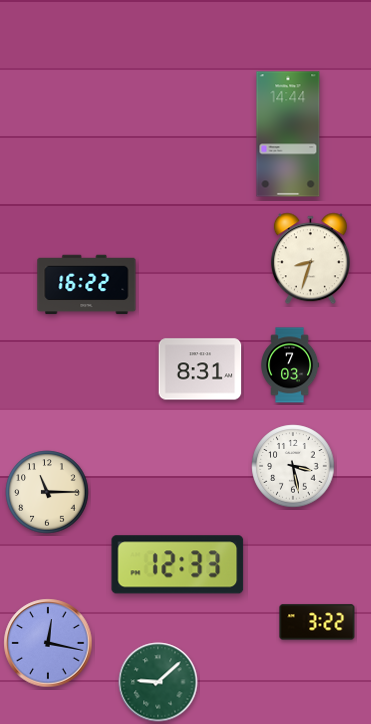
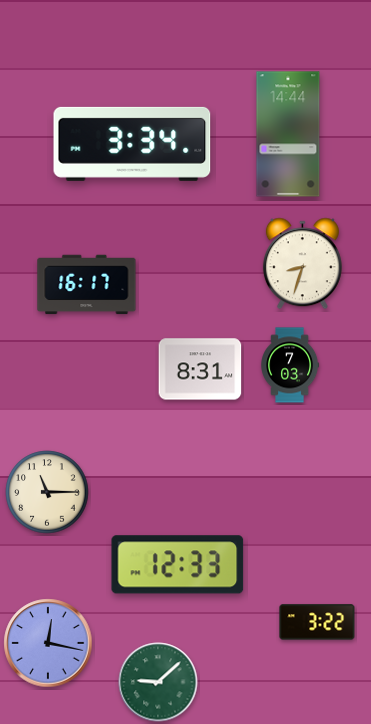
clock at (132, 144): none -> 3:34
clock at (310, 259) position: (310, 259) -> (302, 264)
clock at (87, 285): 16:22 -> 16:17
clock at (293, 466): 3:28 -> none
